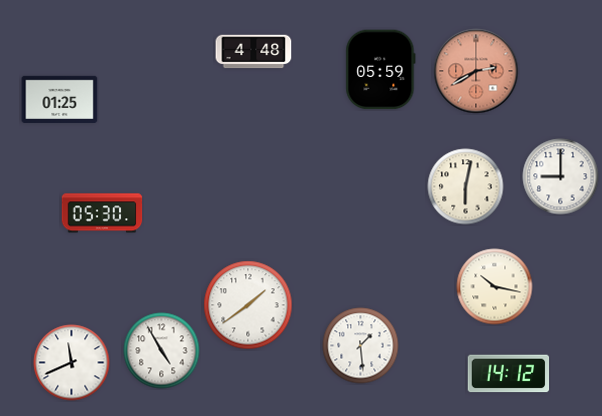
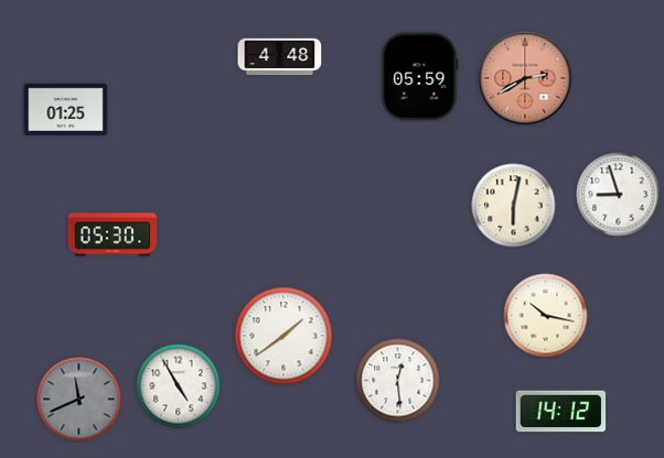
clock at (561, 177): 9:00 -> 8:57
clock at (248, 305) position: (248, 305) -> (283, 336)
clock at (361, 346): 1:29 -> 12:29
clock at (72, 363) dial: white -> grey
